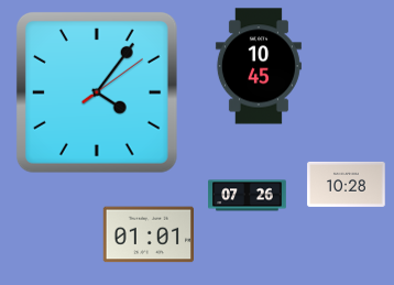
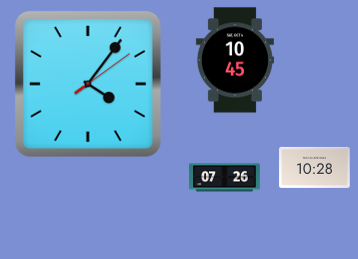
clock at (147, 234): 01:01 -> none
